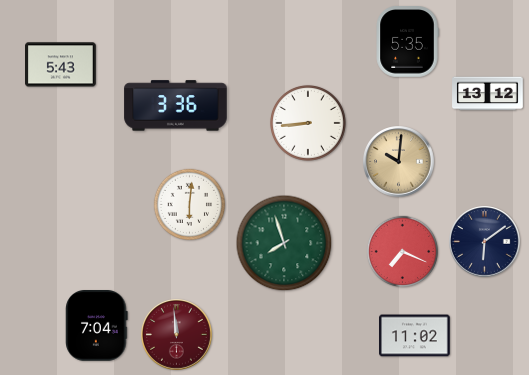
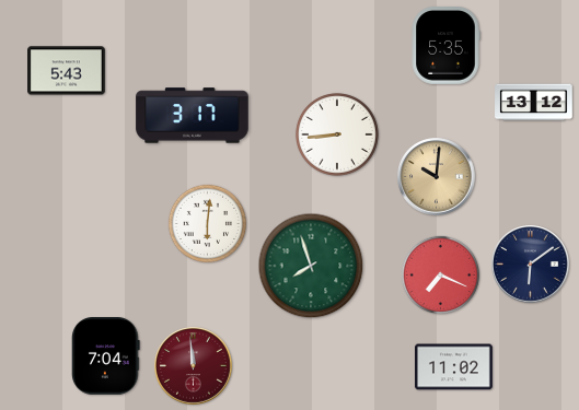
clock at (176, 106): 3:36 -> 3:17
